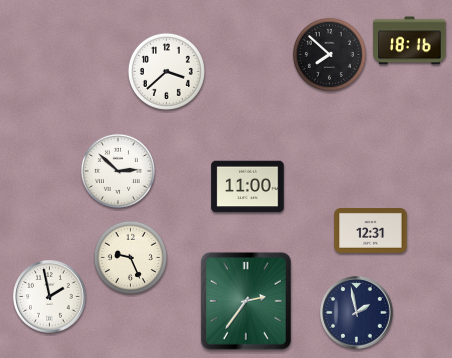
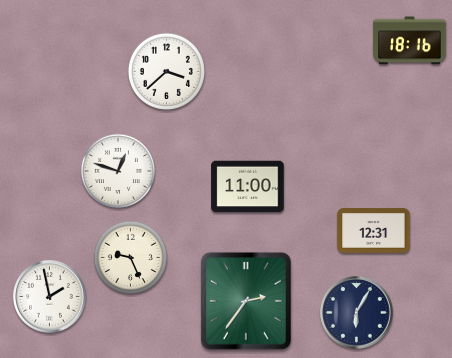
clock at (329, 54): 7:52 -> none
clock at (118, 171): 2:52 -> 12:48
clock at (371, 231) position: (371, 231) -> (374, 231)
clock at (357, 313): 1:58 -> 6:05
